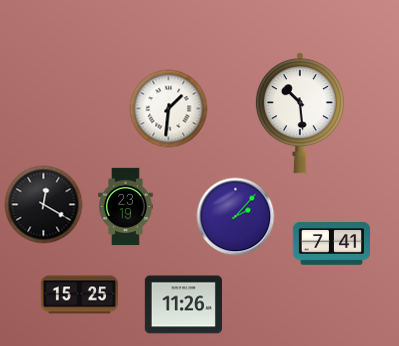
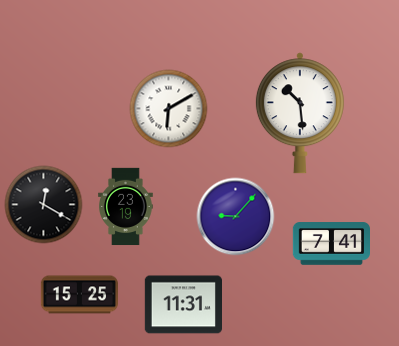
clock at (168, 108): 1:31 -> 6:10
clock at (235, 216): 2:07 -> 9:07
clock at (183, 305): 11:26 -> 11:31
